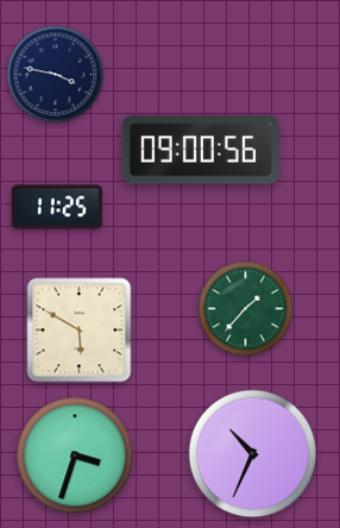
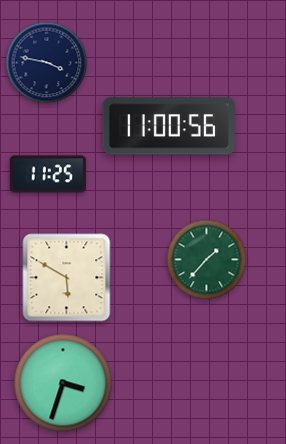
clock at (201, 150): 09:00 -> 11:00
clock at (253, 454): 10:34 -> none
